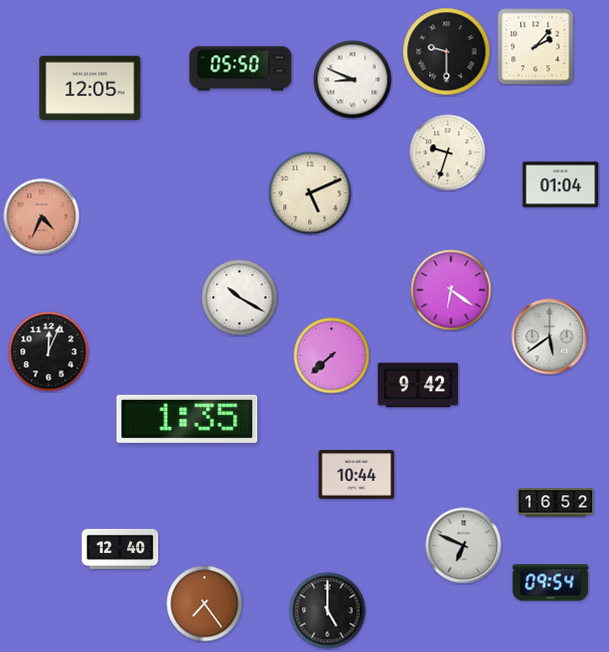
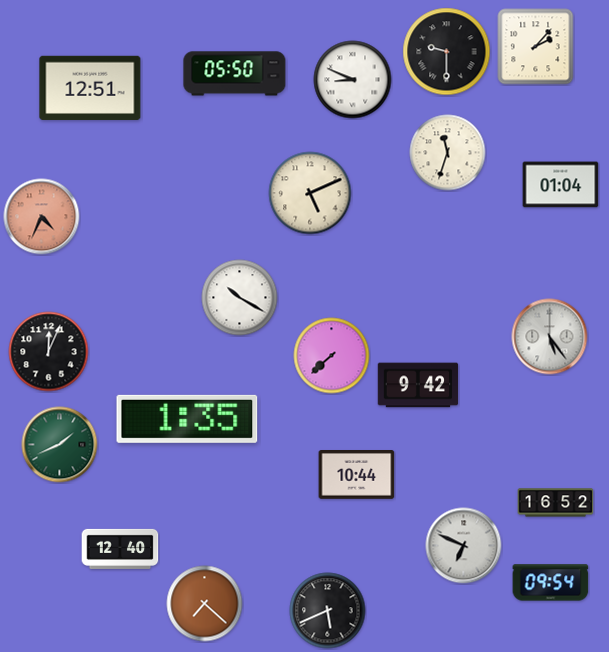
clock at (241, 69) position: (241, 69) -> (235, 74)
clock at (90, 88): 12:05 -> 12:51
clock at (448, 153): 9:33 -> 11:33
clock at (451, 290): 6:21 -> none
clock at (550, 337): 5:39 -> 5:24
clock at (60, 445): none -> 1:41
clock at (205, 604): 7:24 -> 7:22
clock at (328, 611): 5:00 -> 5:41
